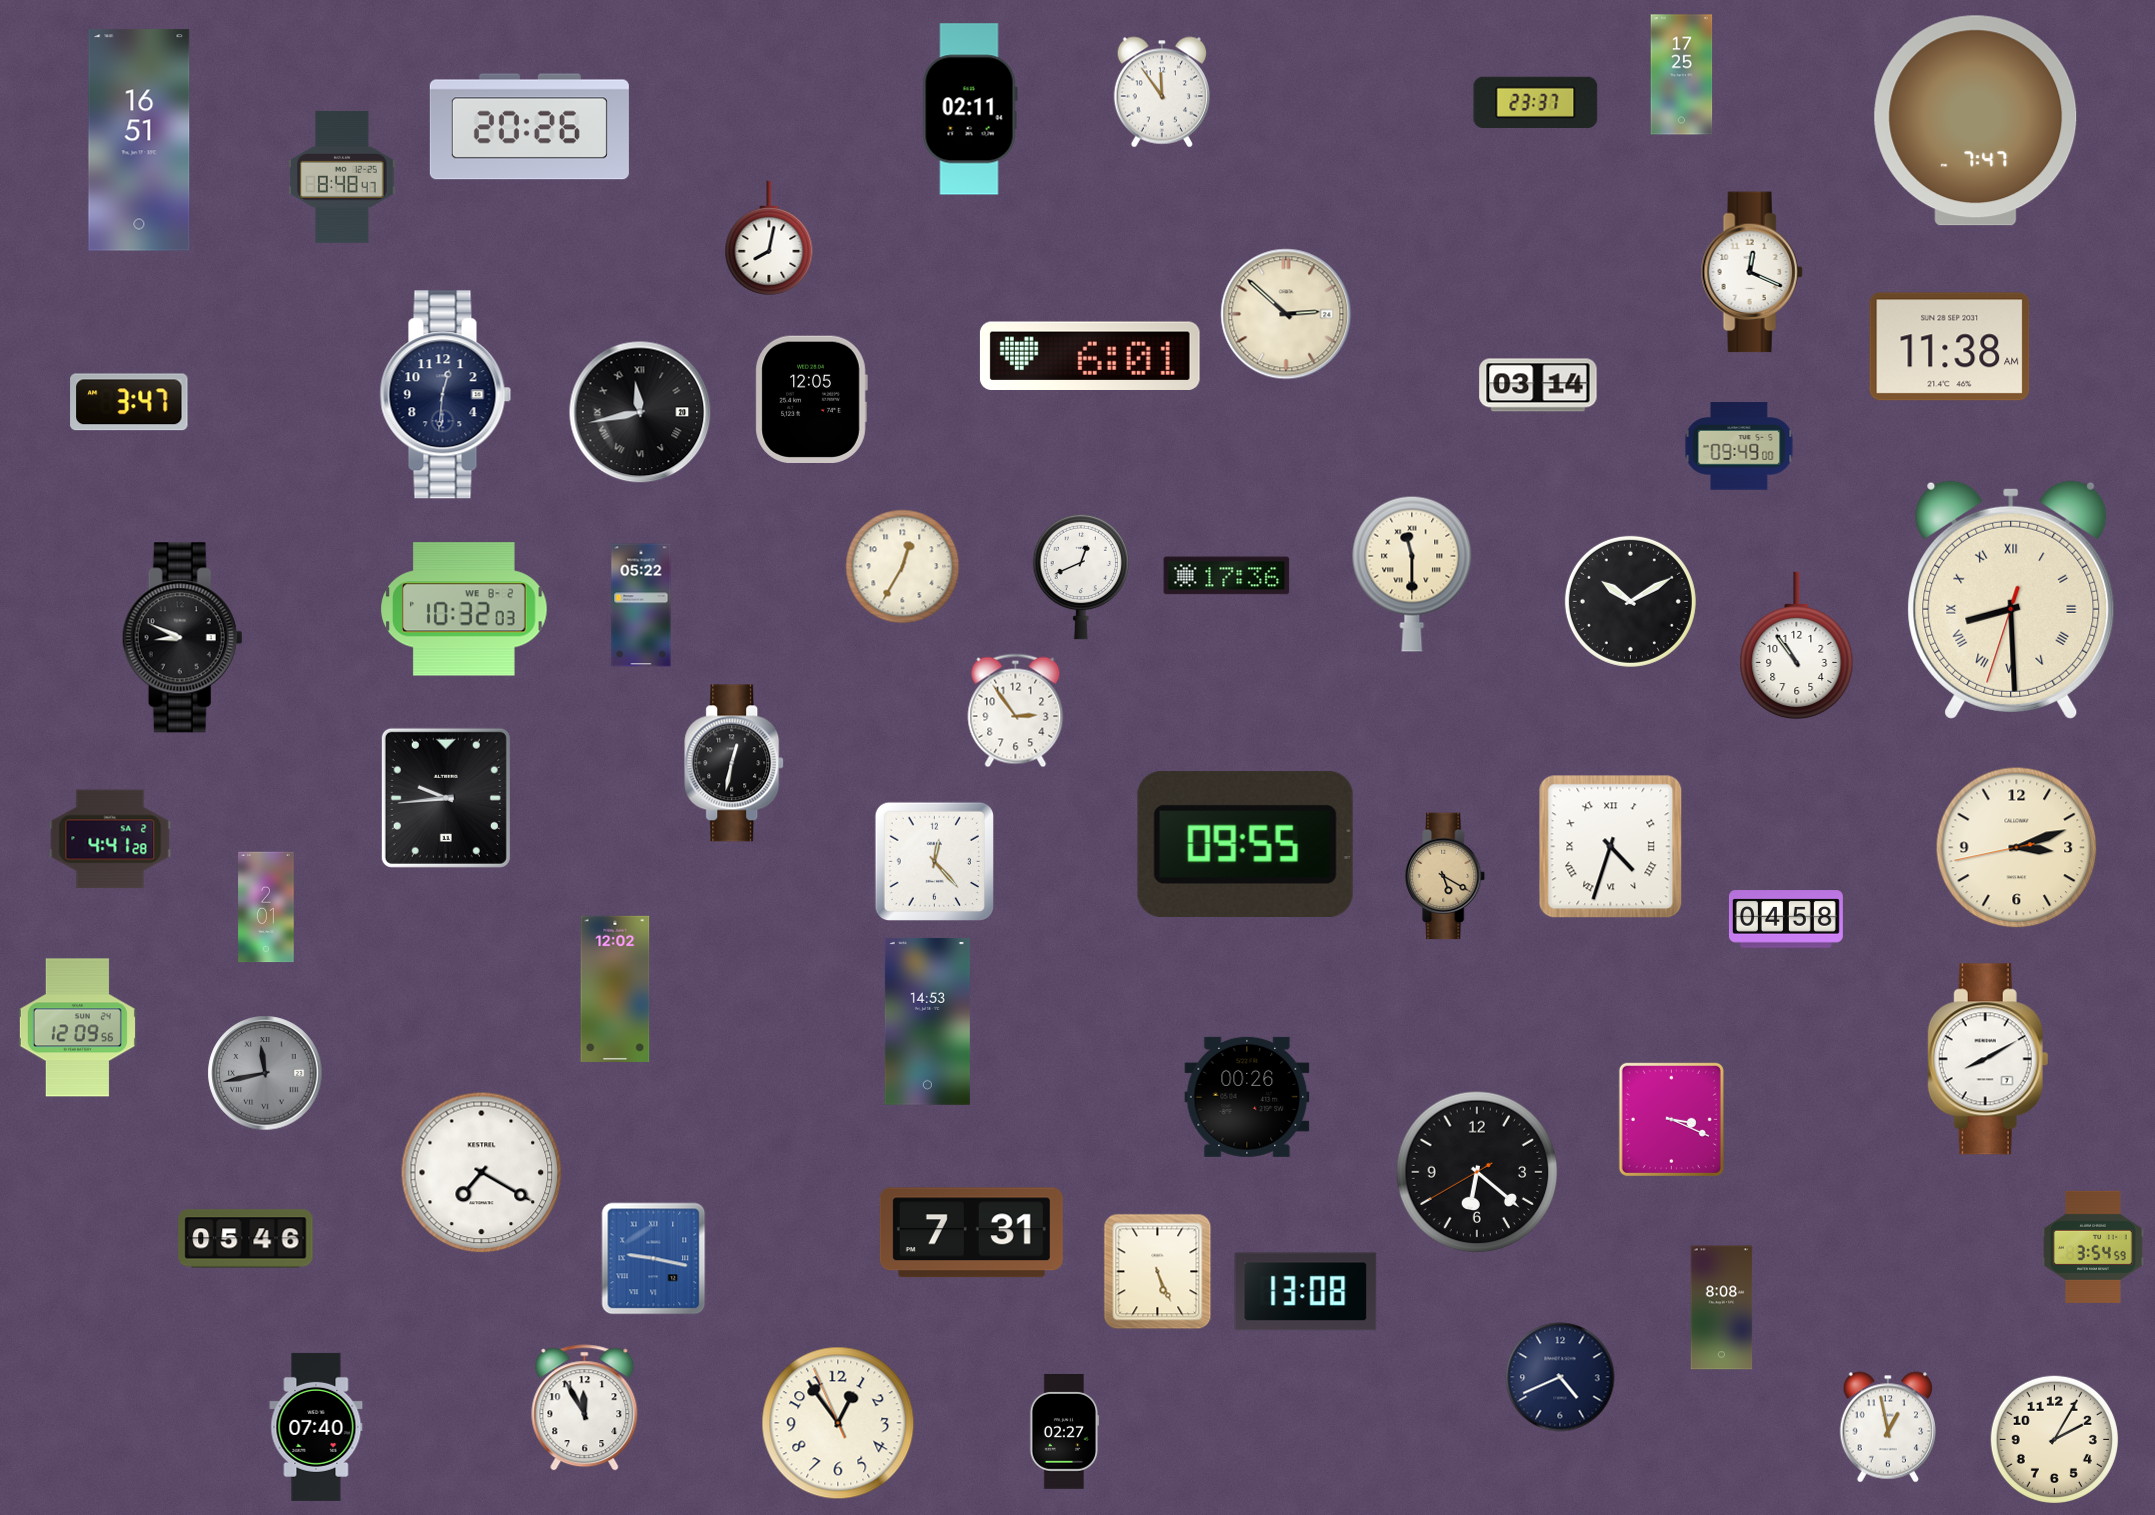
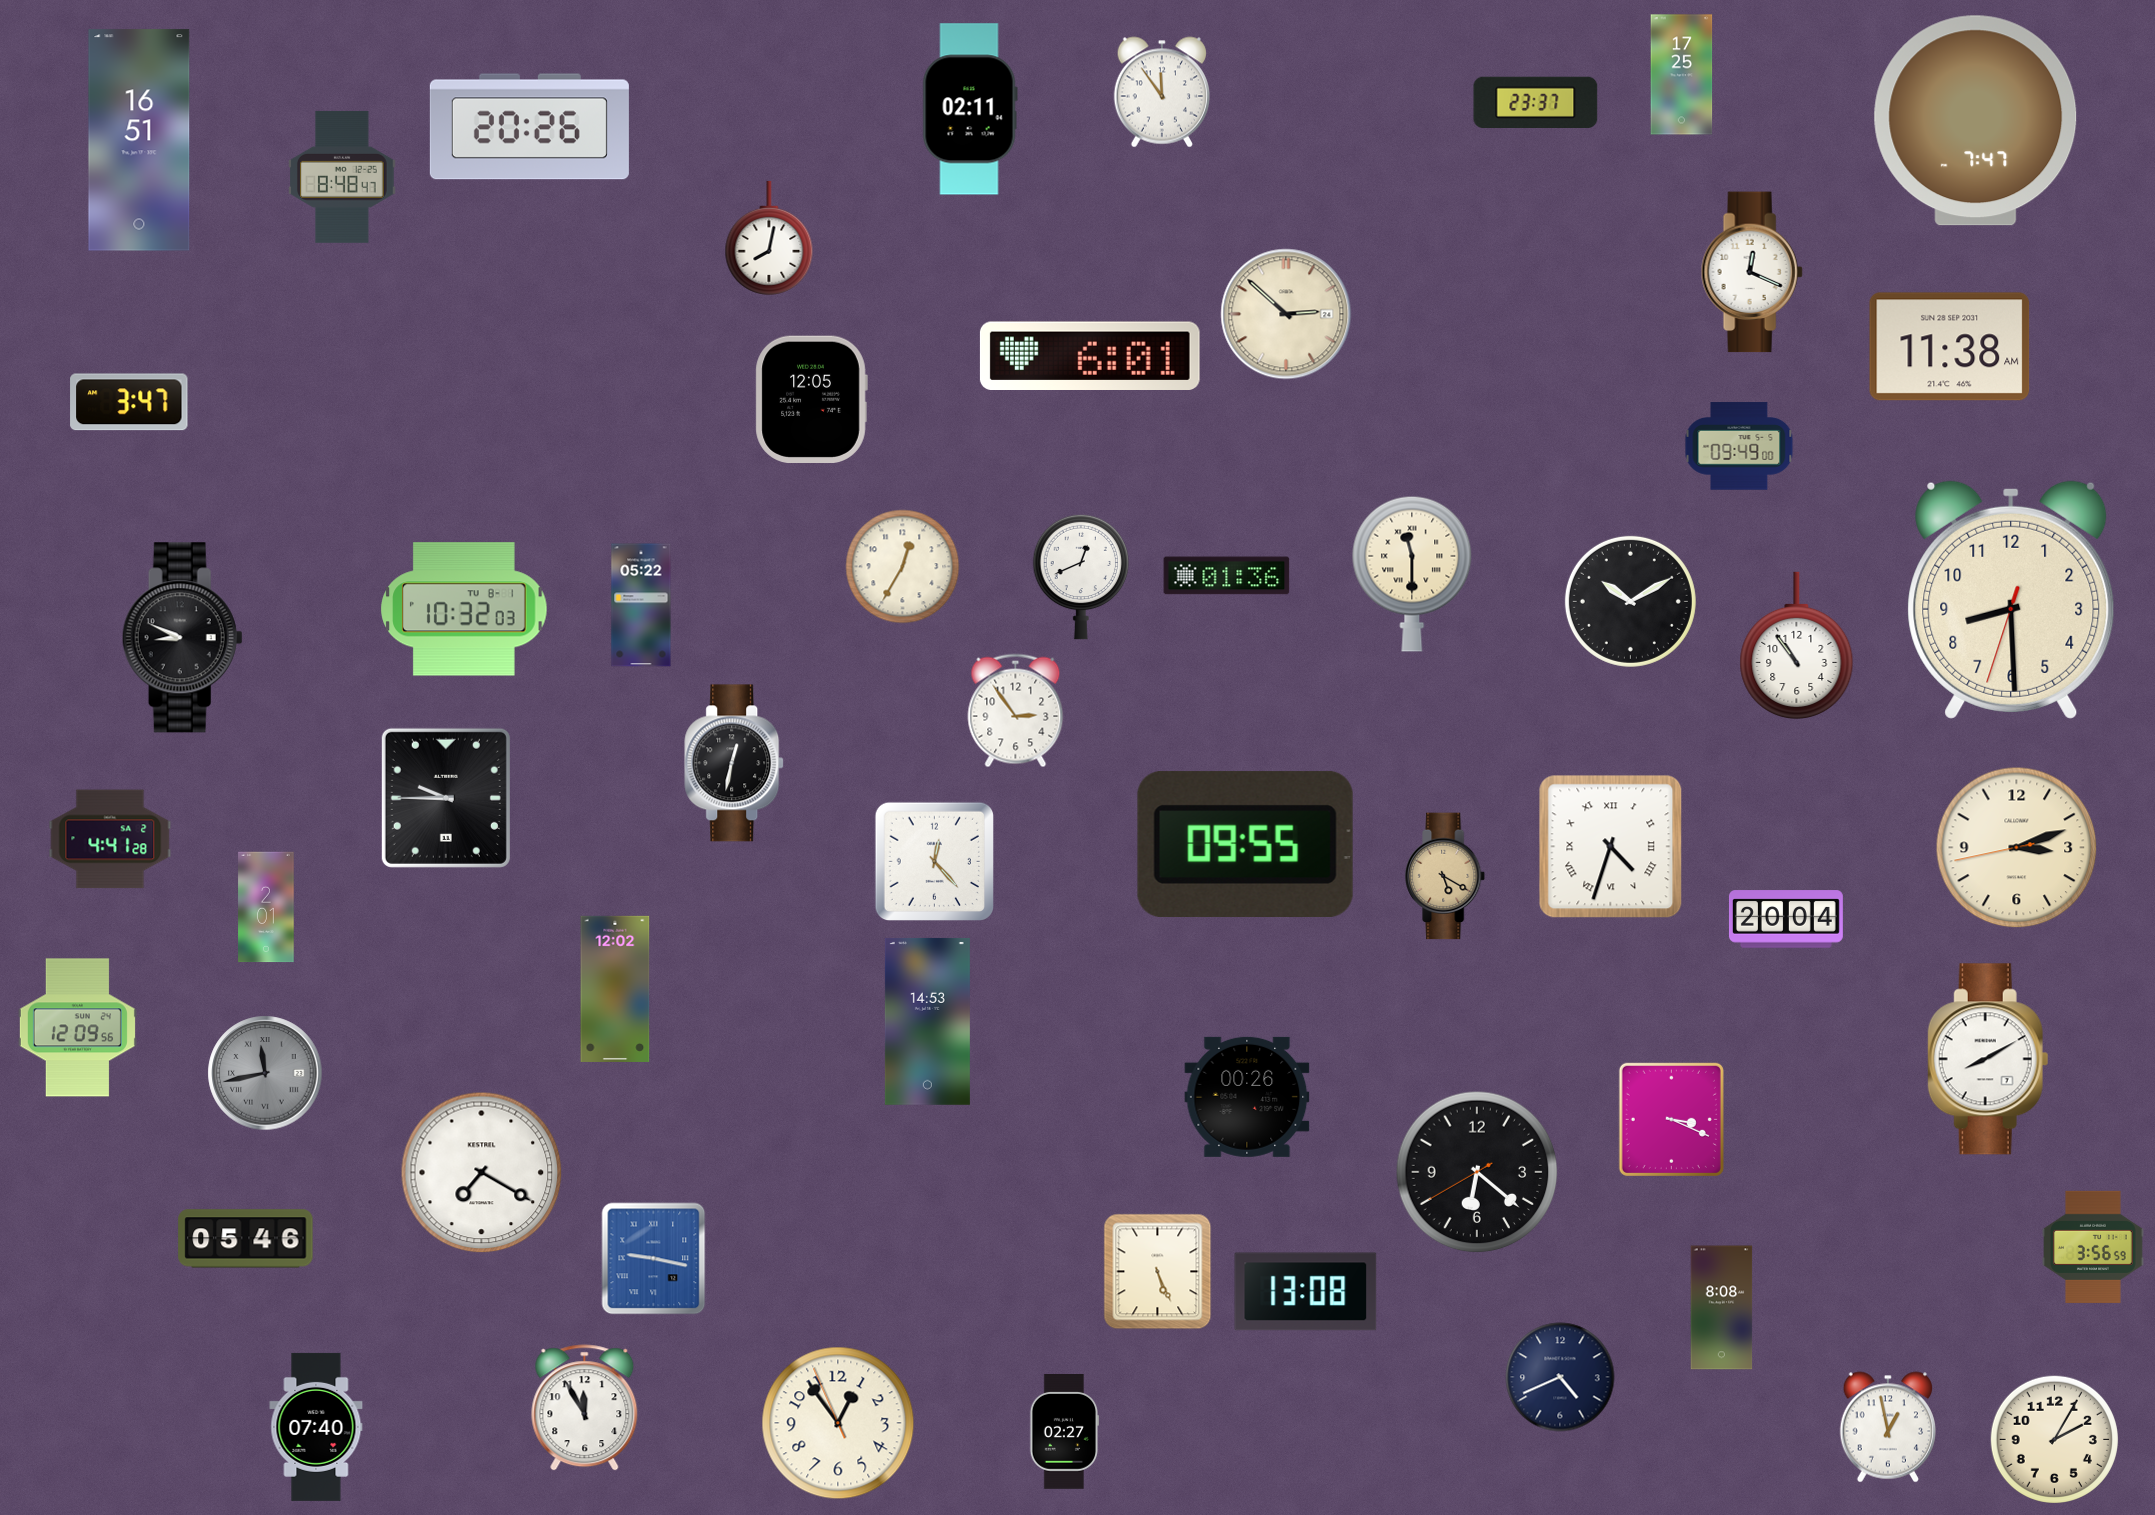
clock at (1538, 385): 03:14 -> none
clock at (446, 395): 12:31 -> none
clock at (640, 412): 11:43 -> none
clock at (1227, 576): 17:36 -> 01:36
clock at (2011, 600) numerals: Roman -> Arabic
clock at (464, 609) date: WE 8-2 -> TU 8-1
clock at (446, 798): 9:44 -> 9:45
clock at (1786, 919): 04:58 -> 20:04
clock at (971, 1233): 7:31 -> none
clock at (2094, 1247): 3:54 -> 3:56
